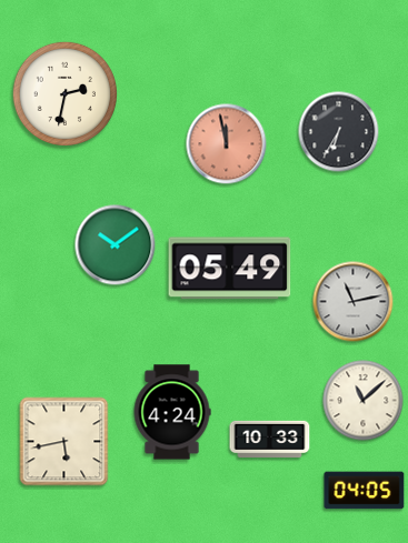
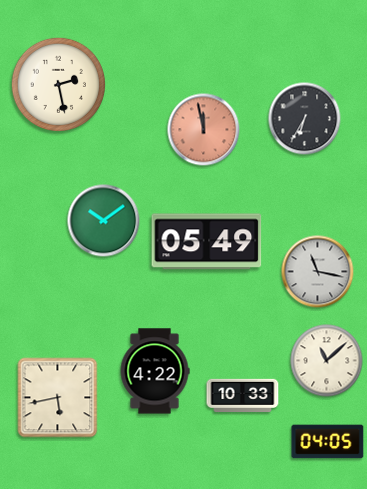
clock at (64, 93): 2:32 -> 2:28
clock at (354, 302): 11:13 -> 11:17
clock at (172, 412): 4:24 -> 4:22
